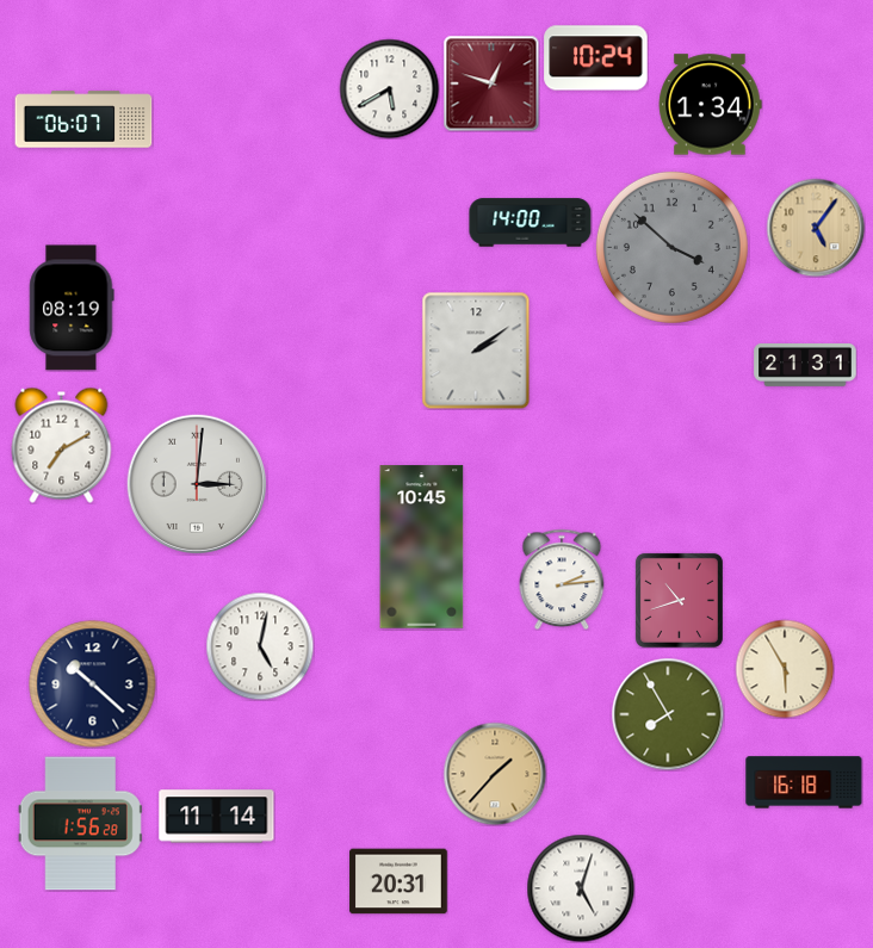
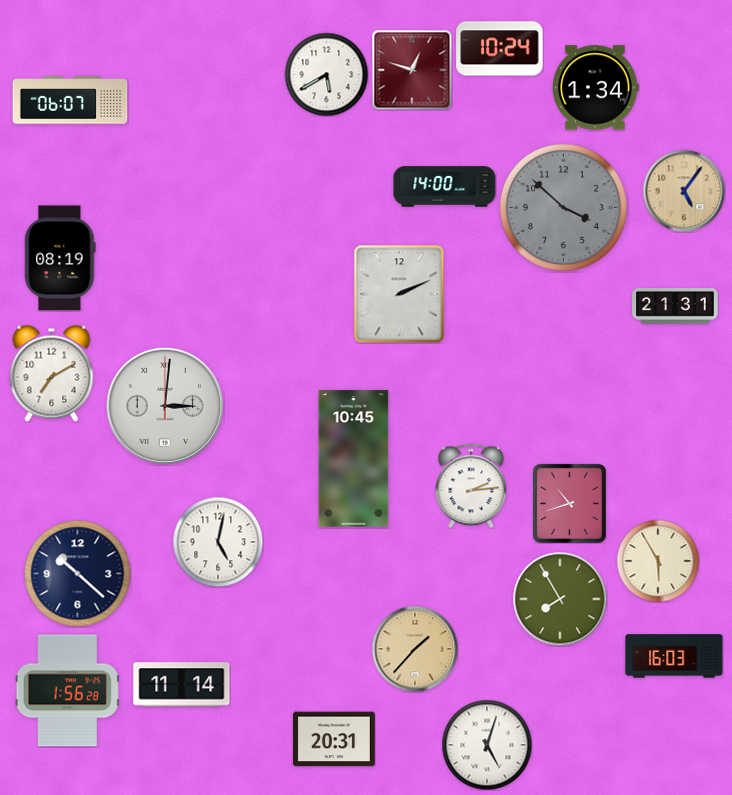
clock at (476, 351): 2:09 -> 2:11
clock at (804, 782): 16:18 -> 16:03
